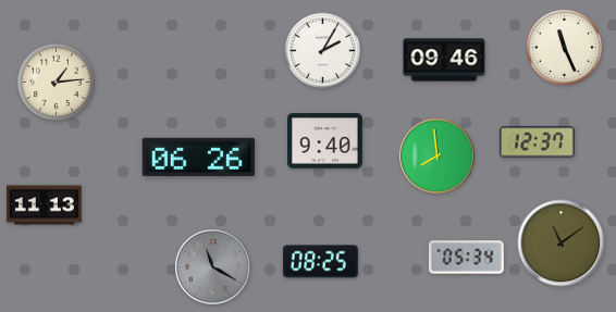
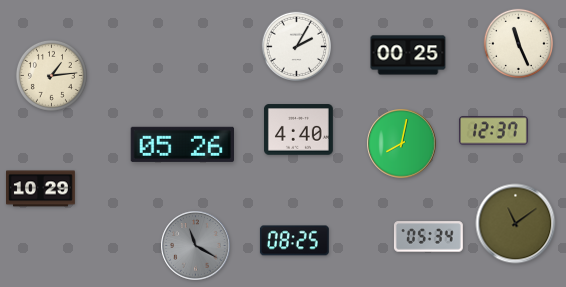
clock at (444, 60): 09:46 -> 00:25
clock at (325, 141): 9:40 -> 4:40
clock at (198, 157): 06:26 -> 05:26
clock at (438, 157): 7:59 -> 8:02
clock at (45, 205): 11:13 -> 10:29
